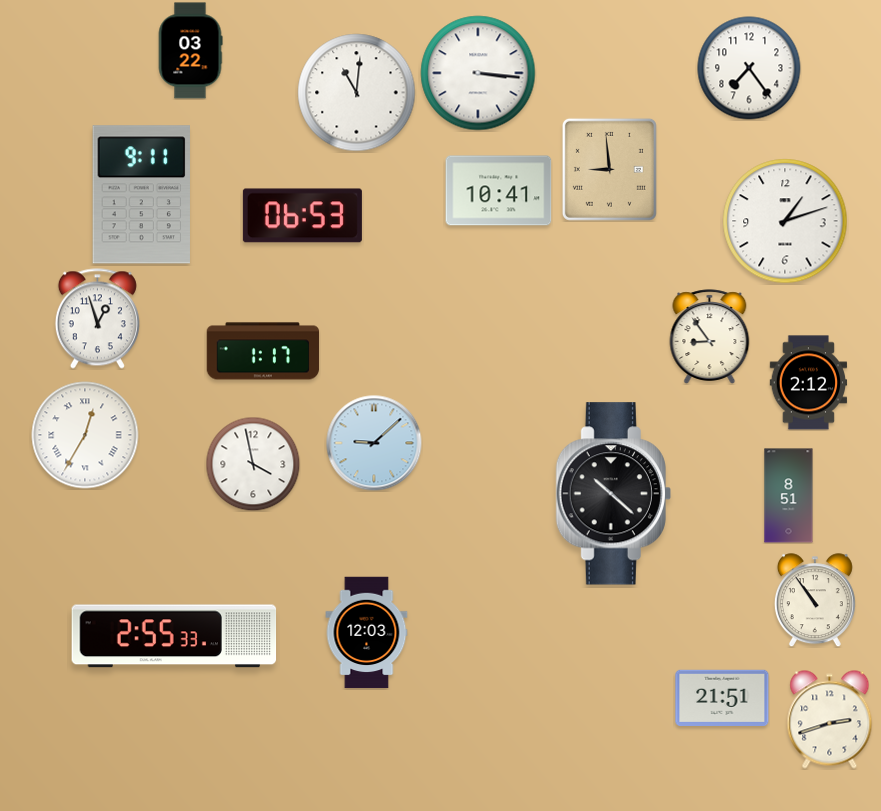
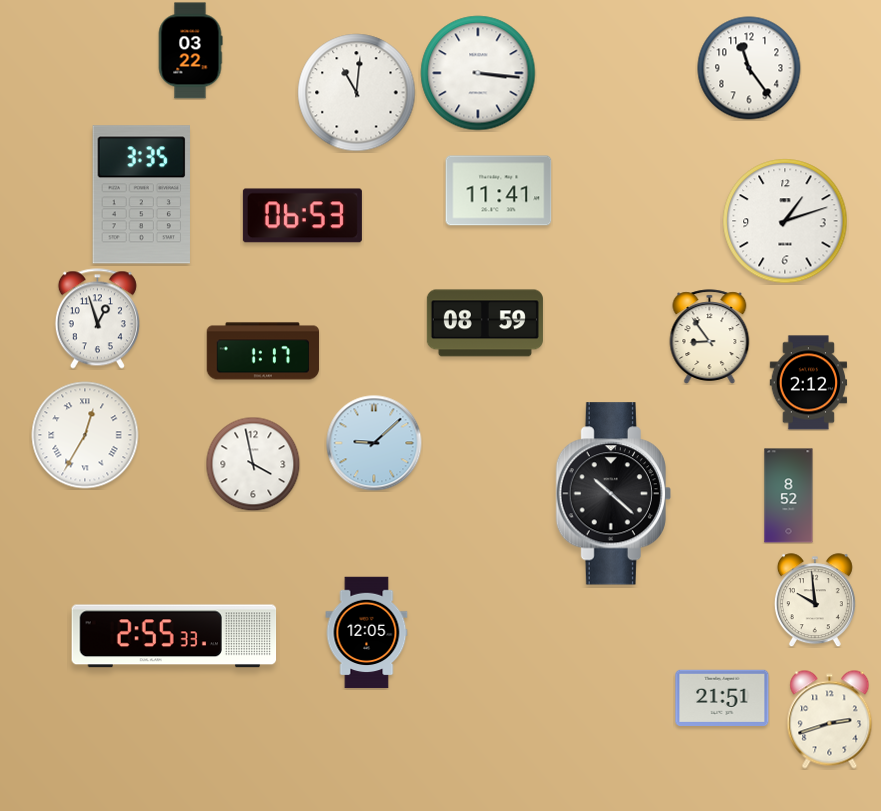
clock at (749, 68): 7:24 -> 11:24
clock at (609, 169): 8:59 -> none
clock at (499, 191): 10:41 -> 11:41
clock at (141, 195): 9:11 -> 3:35
clock at (485, 323): none -> 08:59
clock at (789, 496): 8:51 -> 8:52
clock at (815, 600): 10:54 -> 9:59
clock at (367, 633): 12:03 -> 12:05
